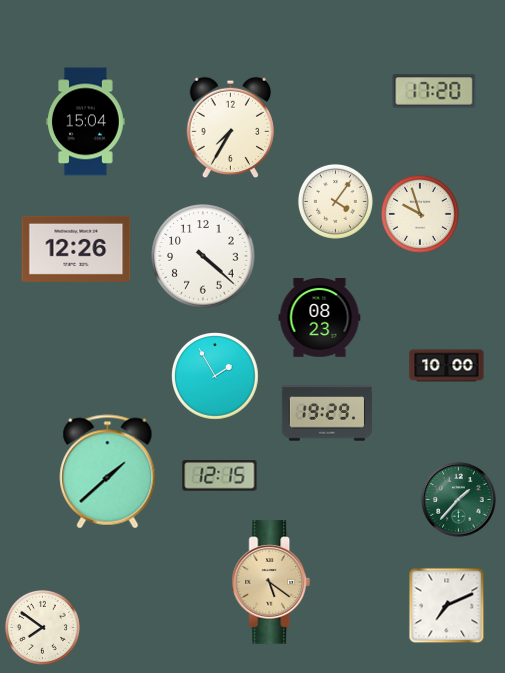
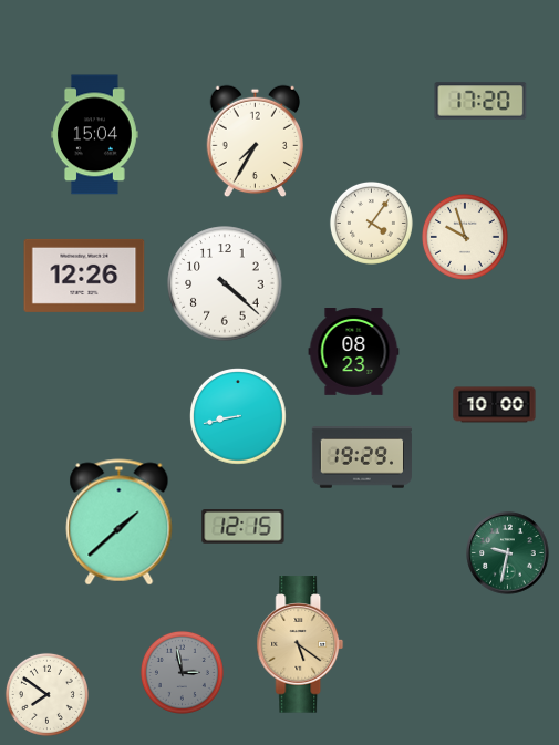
clock at (216, 377): 1:55 -> 8:43
clock at (459, 500): 1:37 -> 9:32
clock at (447, 606): 7:11 -> none
clock at (182, 672): none -> 2:58
